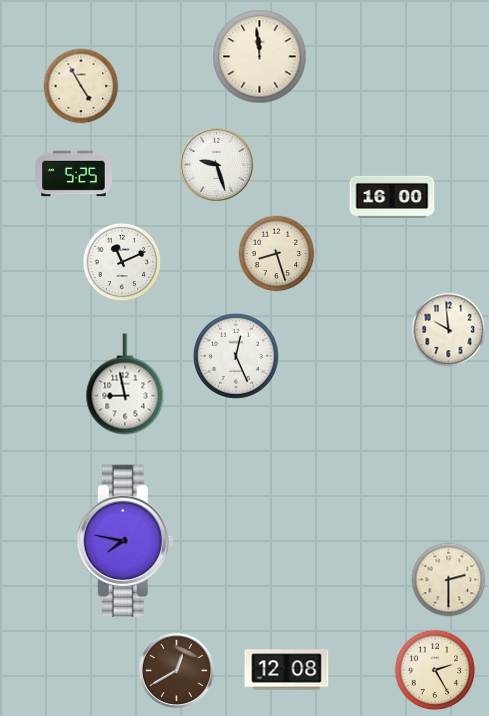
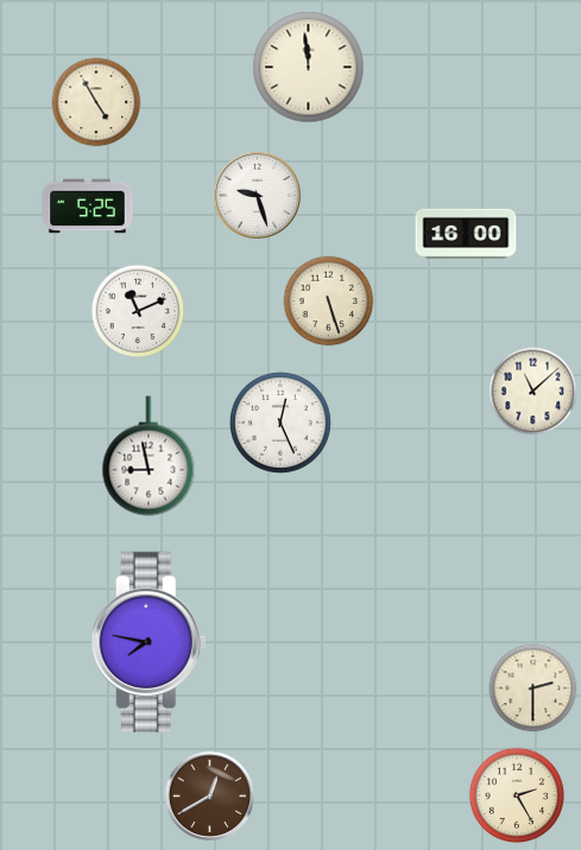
clock at (277, 254): 8:27 -> 5:27
clock at (122, 262) position: (122, 262) -> (138, 311)
clock at (449, 330): 9:59 -> 11:08
clock at (287, 670): 12:08 -> none
